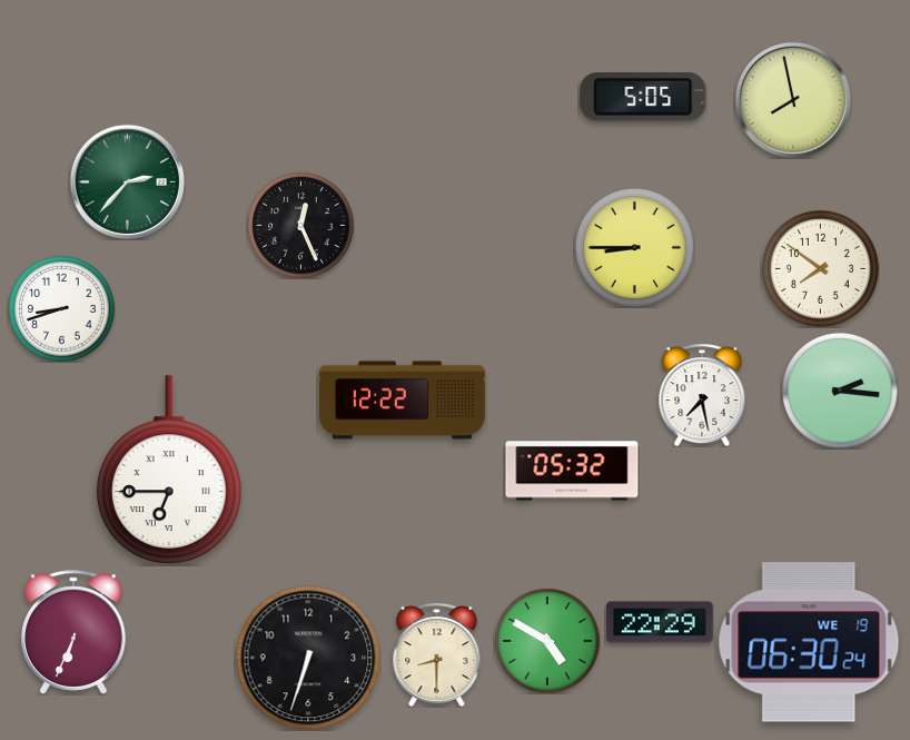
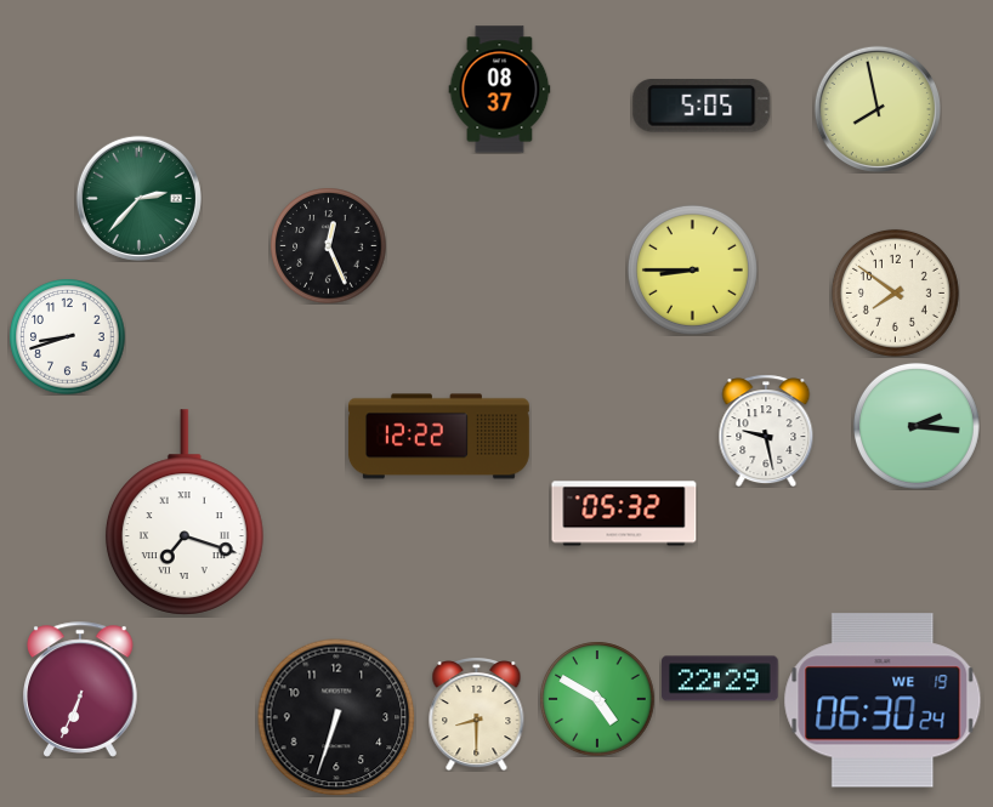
clock at (500, 90): none -> 08:37
clock at (793, 100) position: (793, 100) -> (878, 109)
clock at (702, 395): 7:28 -> 9:28
clock at (169, 470): 6:45 -> 7:18
